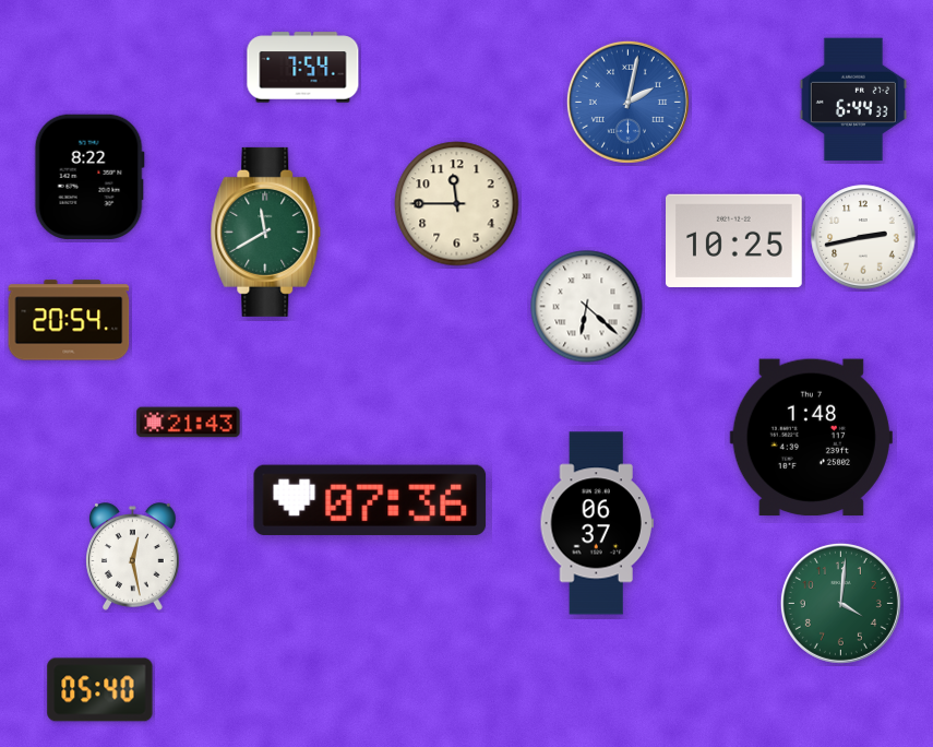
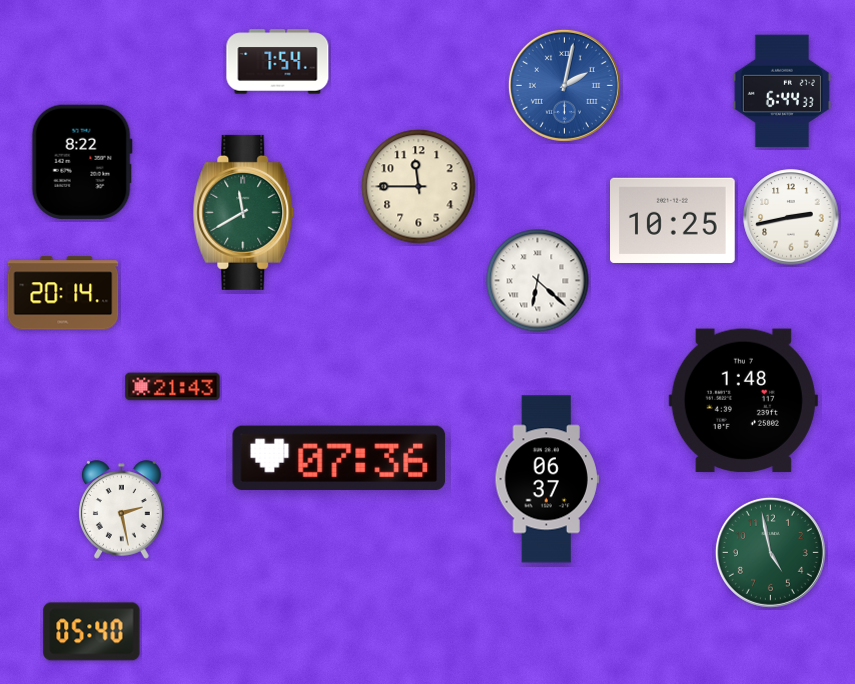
clock at (627, 102) position: (627, 102) -> (564, 85)
clock at (69, 320): 20:54 -> 20:14
clock at (133, 557): 12:28 -> 2:28
clock at (840, 603): 4:01 -> 4:58
